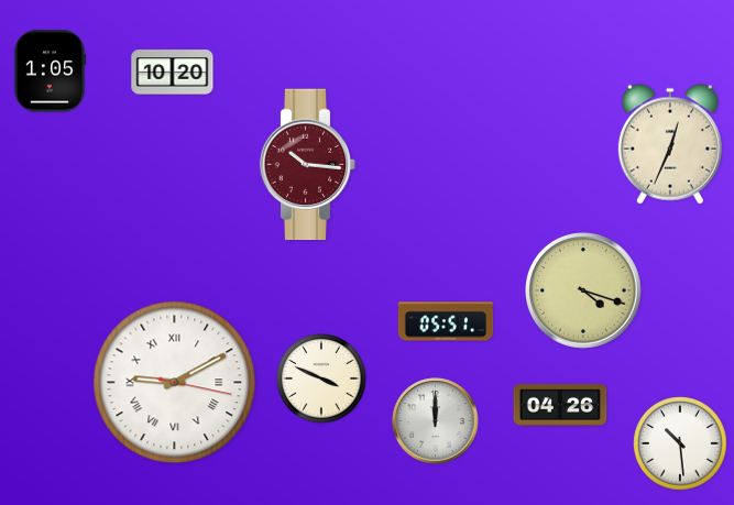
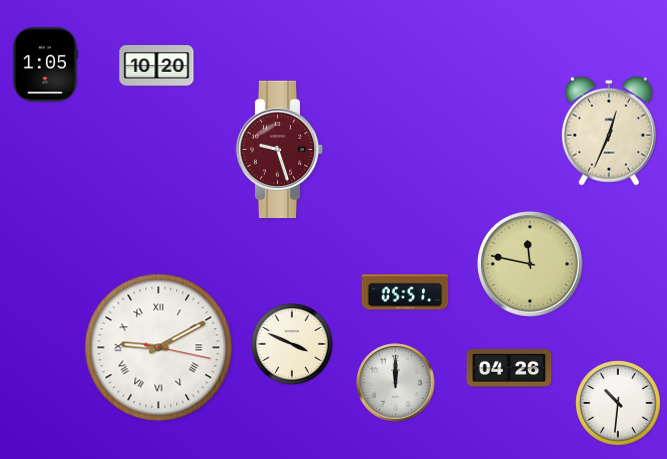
clock at (308, 165): 10:16 -> 9:27
clock at (584, 292): 4:18 -> 11:47
clock at (680, 443): 10:29 -> 10:31
